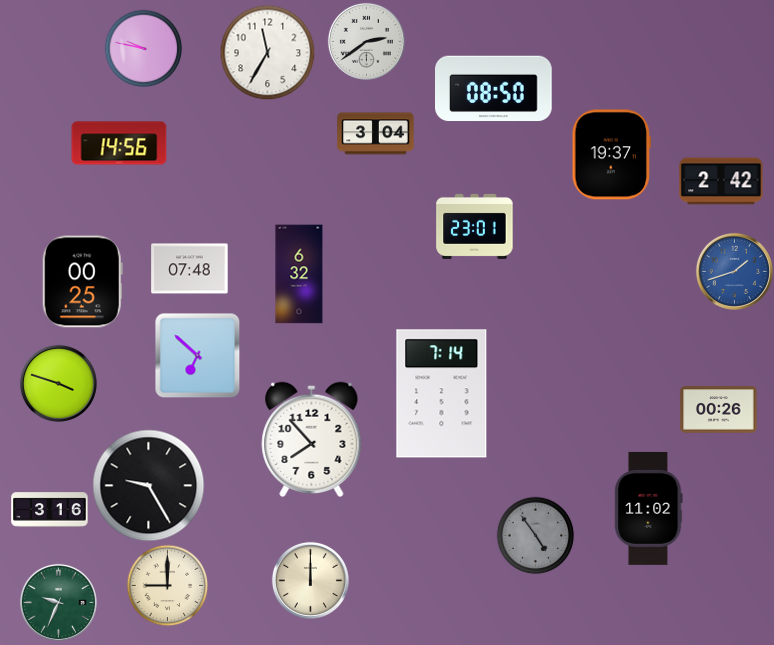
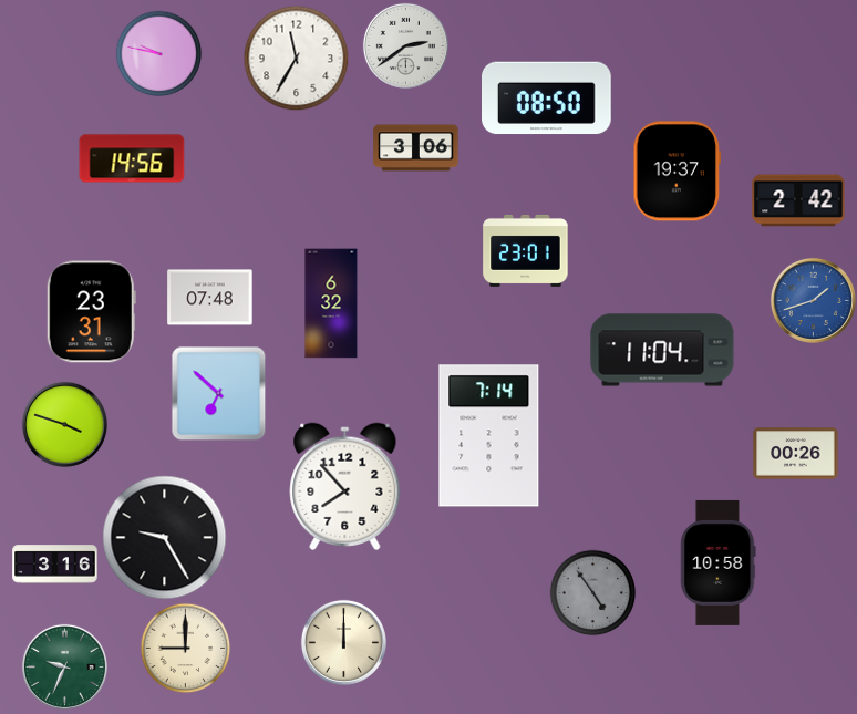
clock at (376, 134): 3:04 -> 3:06
clock at (82, 282): 00:25 -> 23:31
clock at (662, 350): none -> 11:04
clock at (649, 508): 11:02 -> 10:58
